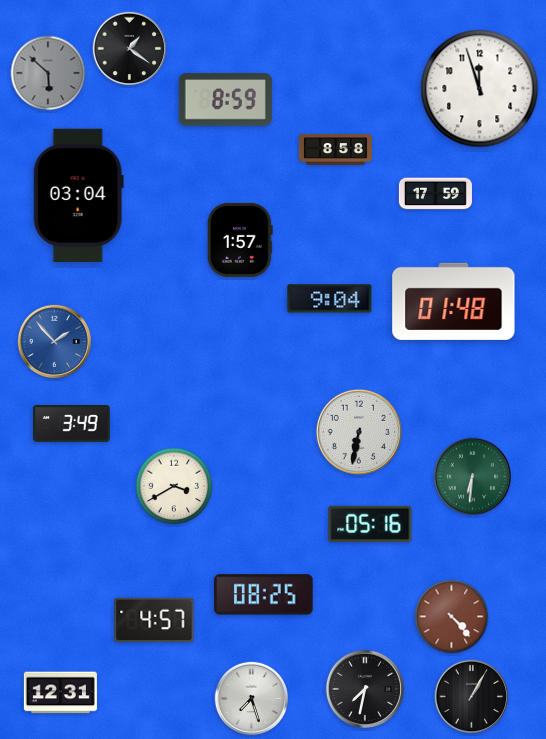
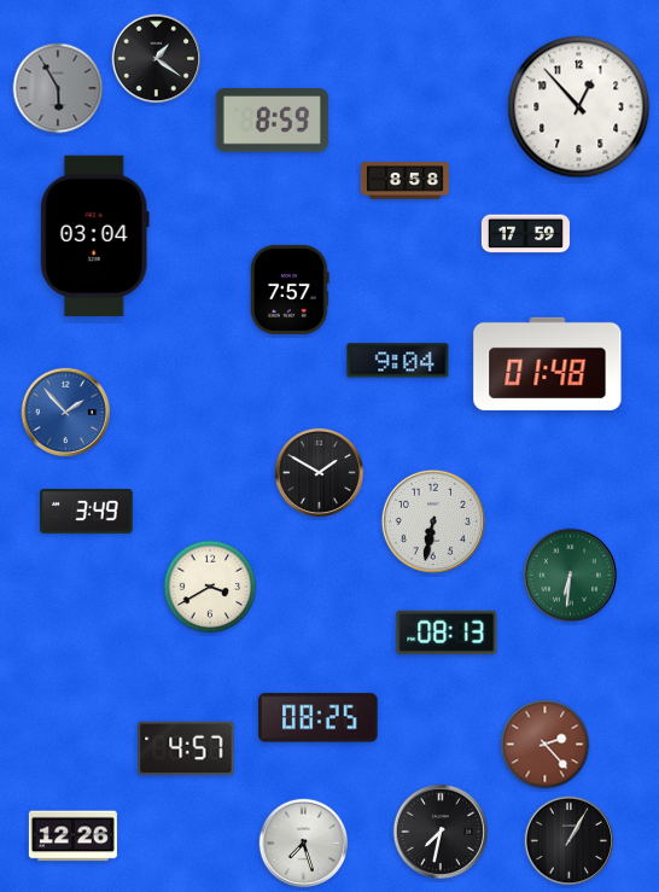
clock at (48, 73): 5:52 -> 5:55
clock at (480, 89): 11:57 -> 12:53
clock at (240, 240): 1:57 -> 7:57
clock at (320, 473): none -> 1:50
clock at (370, 524): 05:16 -> 08:13
clock at (452, 617): 4:23 -> 2:23
clock at (60, 693): 12:31 -> 12:26
